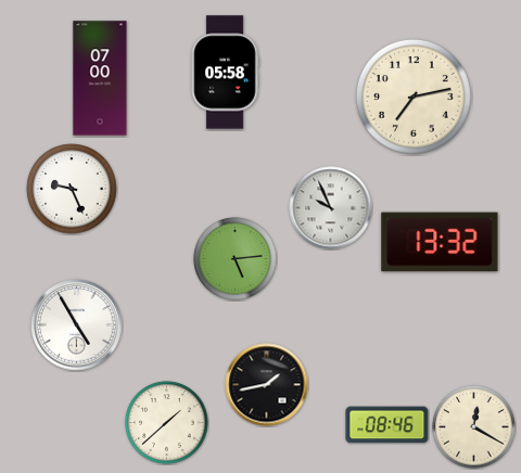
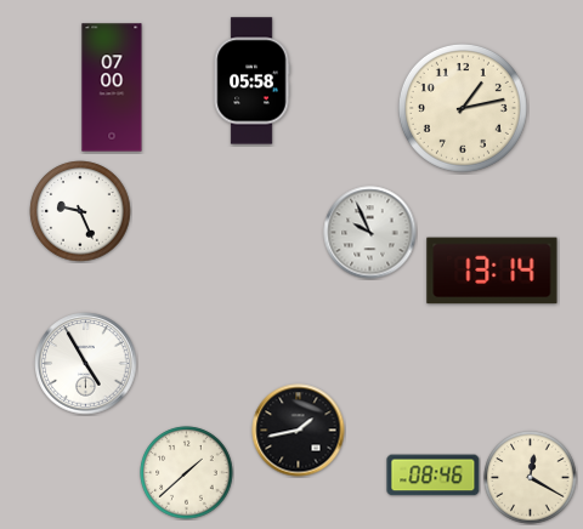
clock at (414, 97): 7:13 -> 1:13
clock at (440, 242): 13:32 -> 13:14
clock at (236, 259): 5:14 -> none
